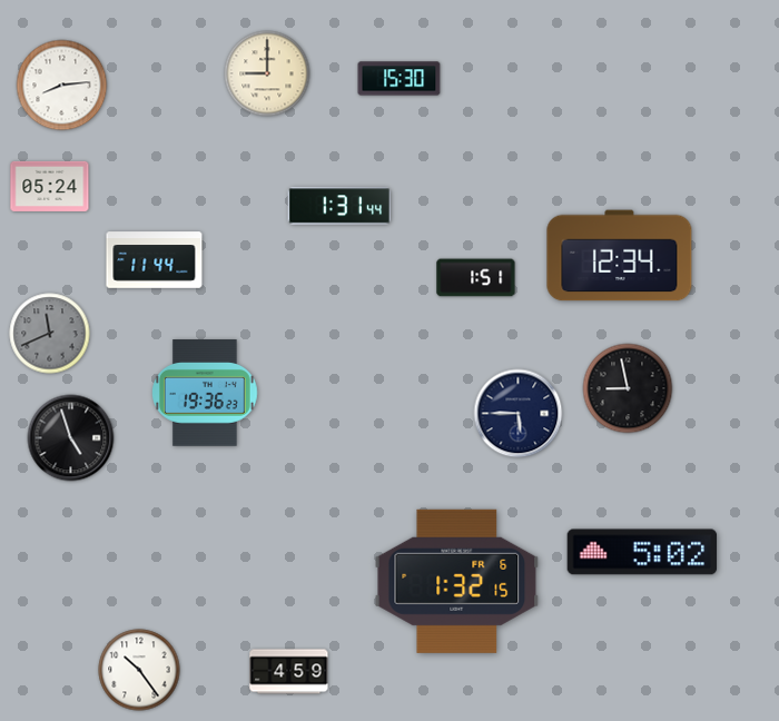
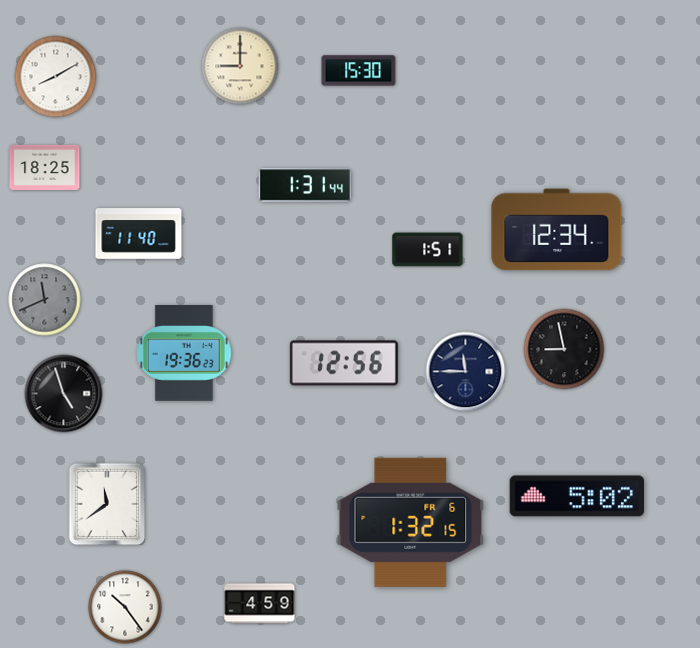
clock at (62, 86): 8:14 -> 8:10
clock at (50, 186): 05:24 -> 18:25
clock at (155, 260): 11:44 -> 11:40
clock at (344, 363): none -> 12:56
clock at (519, 414): 5:45 -> 11:45
clock at (107, 504): none -> 11:39
clock at (139, 670) position: (139, 670) -> (125, 607)
